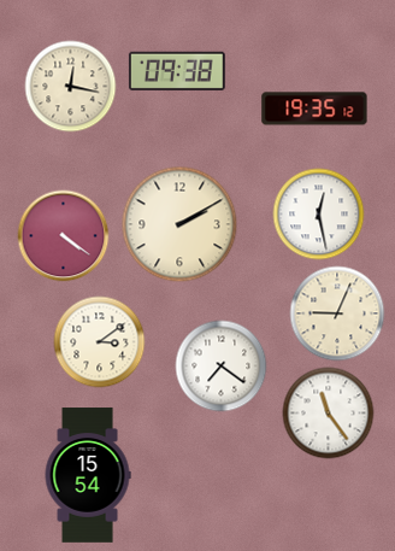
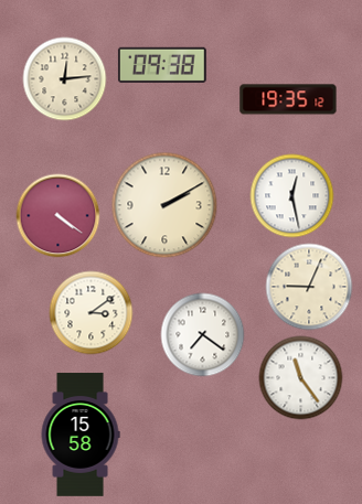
clock at (71, 87): 12:17 -> 12:14
clock at (88, 475): 15:54 -> 15:58
